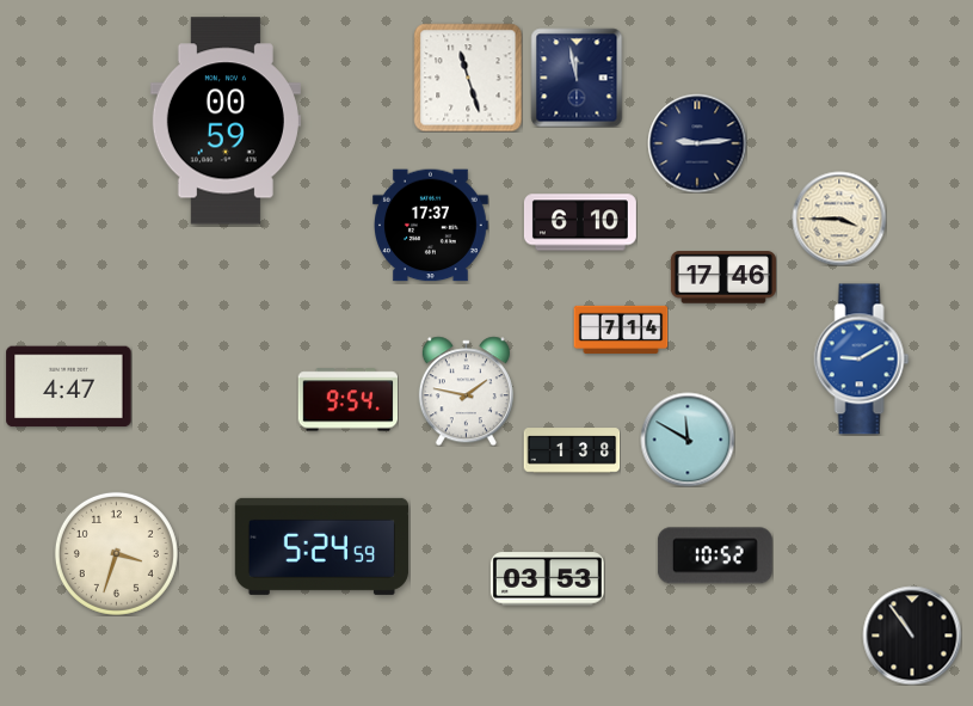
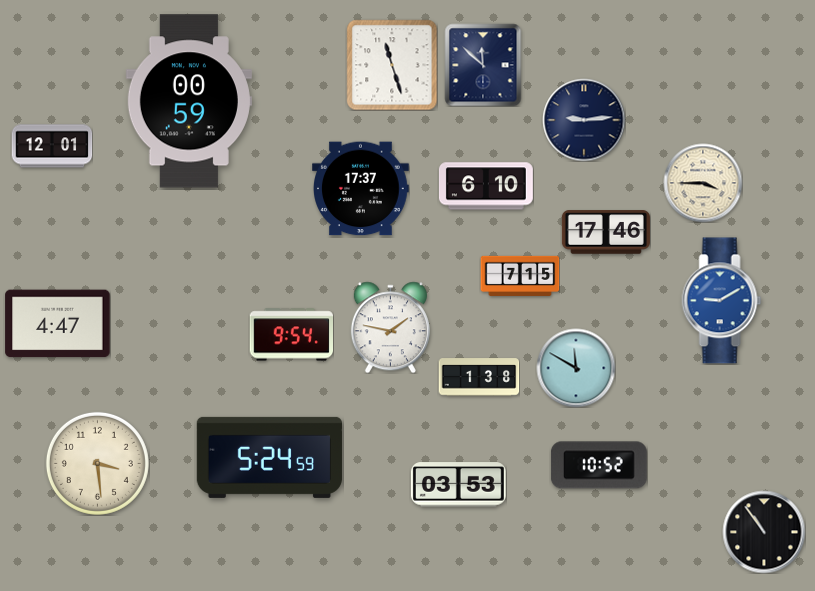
clock at (577, 78): 11:58 -> 11:52
clock at (52, 146): none -> 12:01
clock at (621, 329): 7:14 -> 7:15
clock at (116, 553): 3:33 -> 3:29
